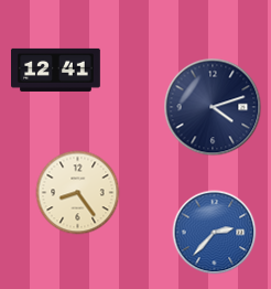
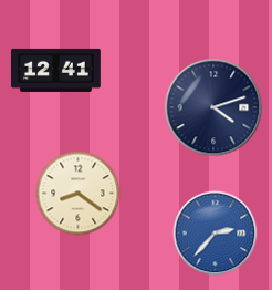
clock at (78, 193): 8:24 -> 8:21
